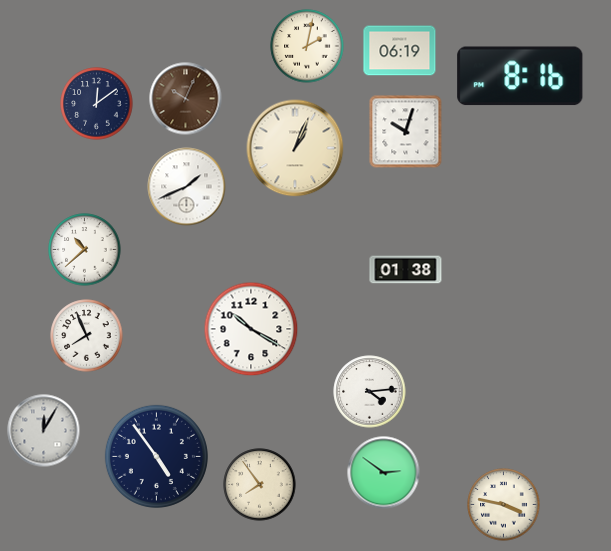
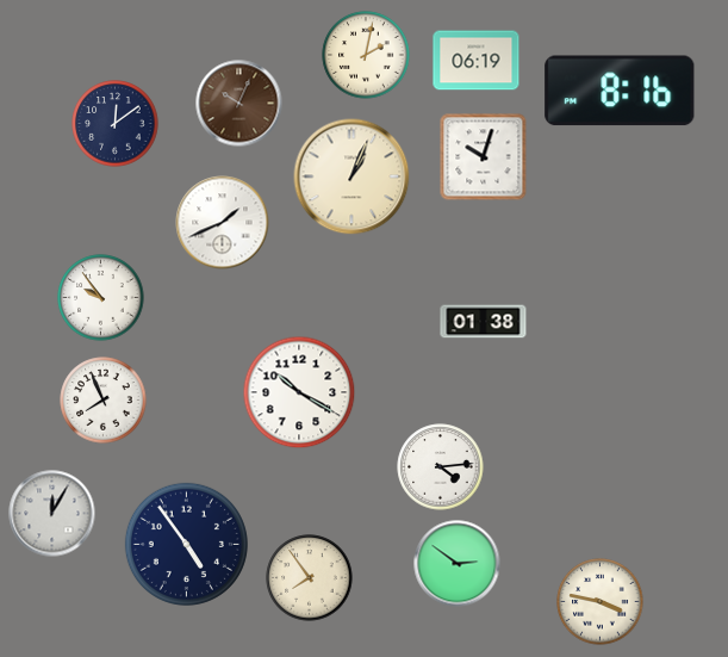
clock at (186, 99) position: (186, 99) -> (239, 104)
clock at (85, 250): 10:38 -> 9:54
